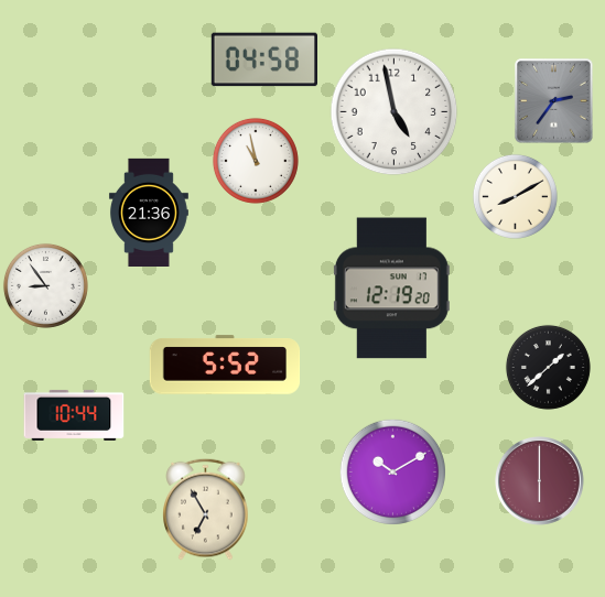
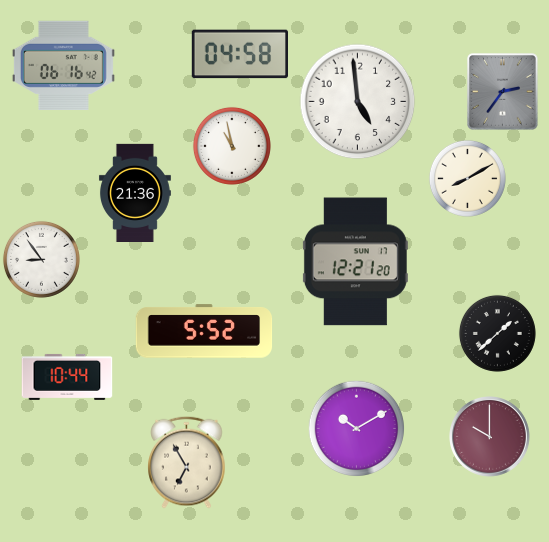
clock at (63, 65): none -> 06:16
clock at (395, 112): 4:58 -> 4:59
clock at (391, 289): 12:19 -> 12:21
clock at (540, 481): 6:00 -> 10:00
